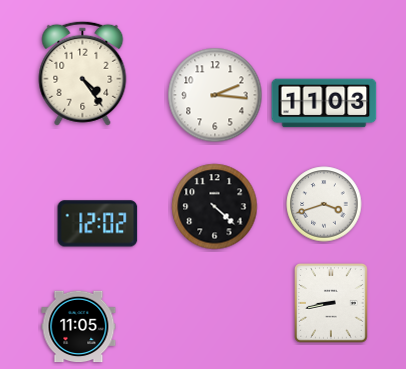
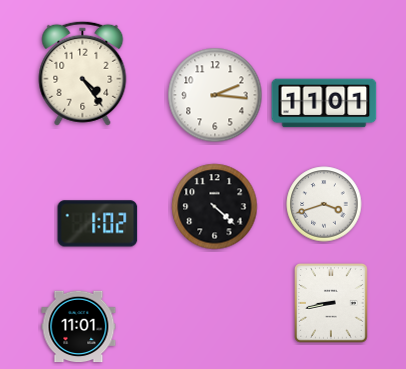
clock at (324, 103): 11:03 -> 11:01
clock at (98, 224): 12:02 -> 1:02
clock at (79, 327): 11:05 -> 11:01
